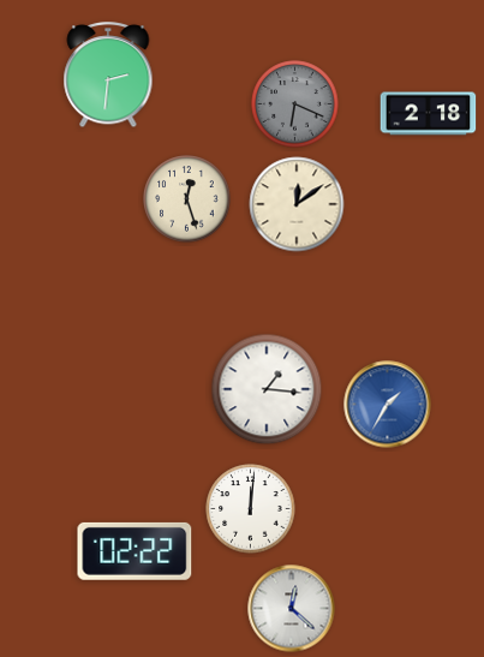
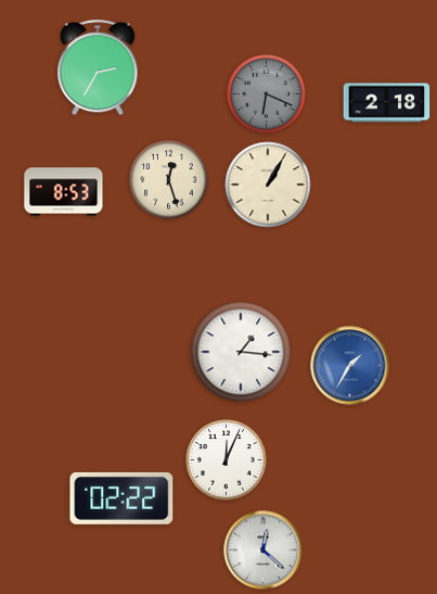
clock at (108, 76): 2:31 -> 2:35
clock at (297, 204): 12:09 -> 1:05
clock at (64, 192): none -> 8:53
clock at (251, 509): 12:01 -> 12:04
